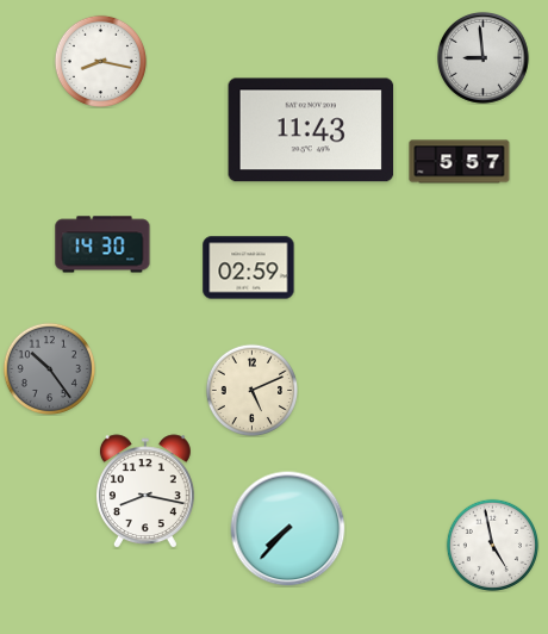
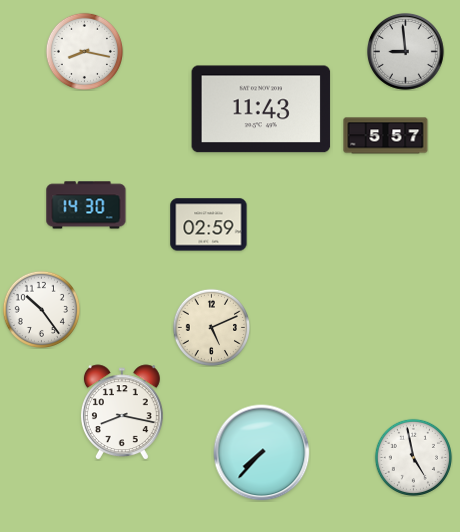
clock at (482, 57) position: (482, 57) -> (405, 51)
clock at (49, 368) dial: grey -> white
clock at (288, 529) position: (288, 529) -> (262, 453)
